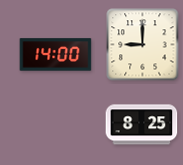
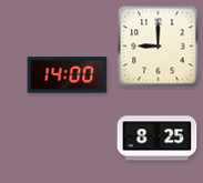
clock at (143, 45) position: (143, 45) -> (159, 47)
clock at (56, 55) position: (56, 55) -> (68, 75)
